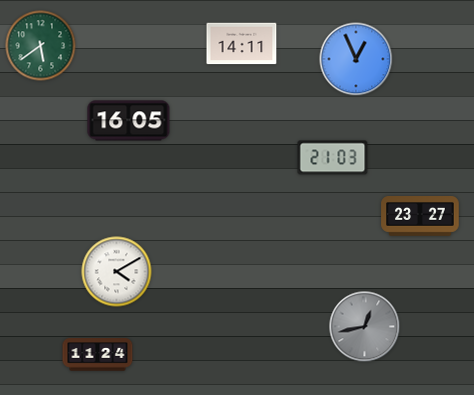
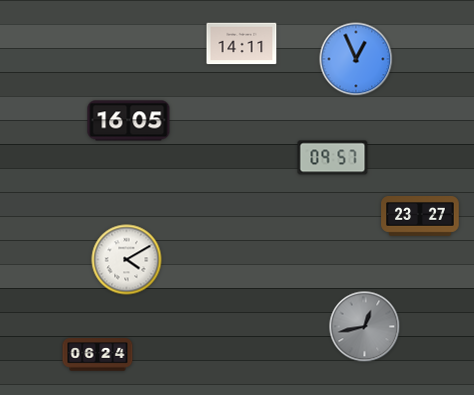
clock at (41, 46): 5:39 -> none
clock at (333, 158): 21:03 -> 09:57
clock at (117, 272) position: (117, 272) -> (127, 260)
clock at (98, 355): 11:24 -> 06:24
